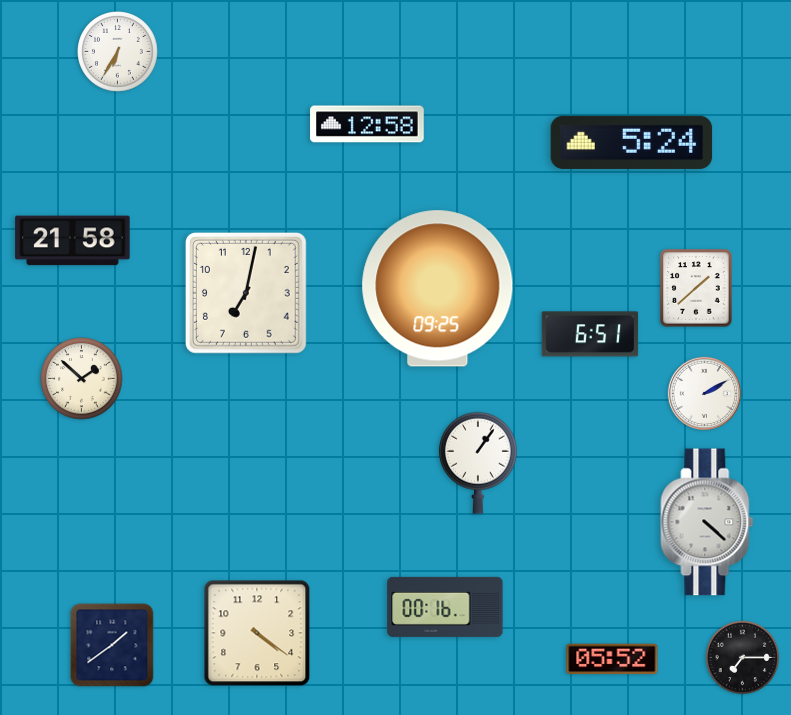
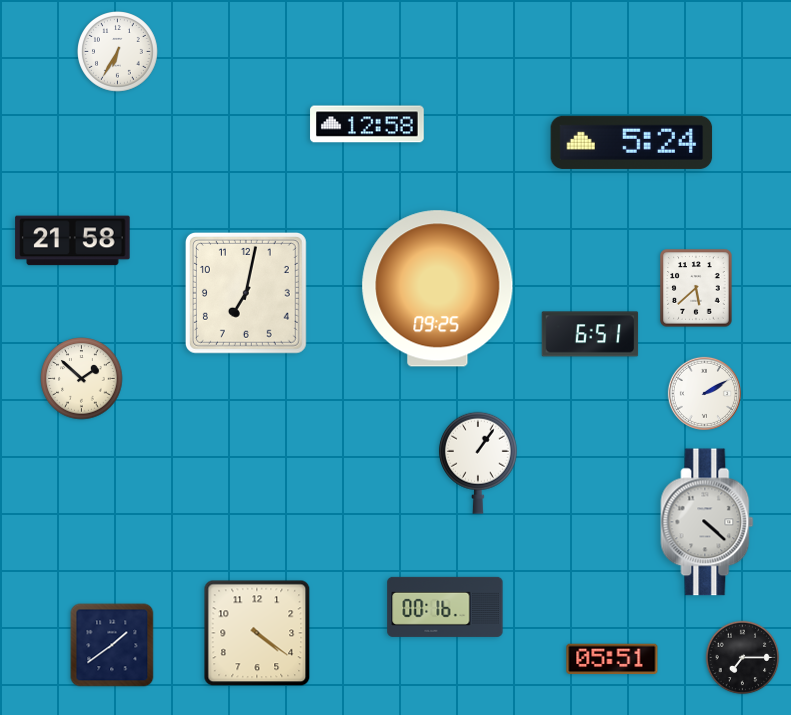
clock at (696, 288): 1:38 -> 5:38
clock at (612, 659): 05:52 -> 05:51
